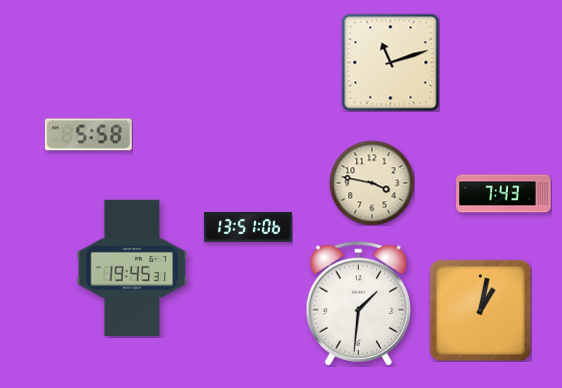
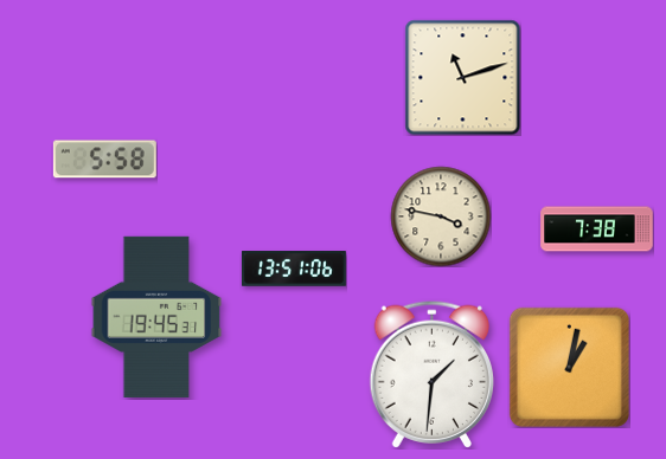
clock at (390, 62) position: (390, 62) -> (462, 77)
clock at (504, 194): 7:43 -> 7:38
clock at (358, 303) position: (358, 303) -> (431, 374)
